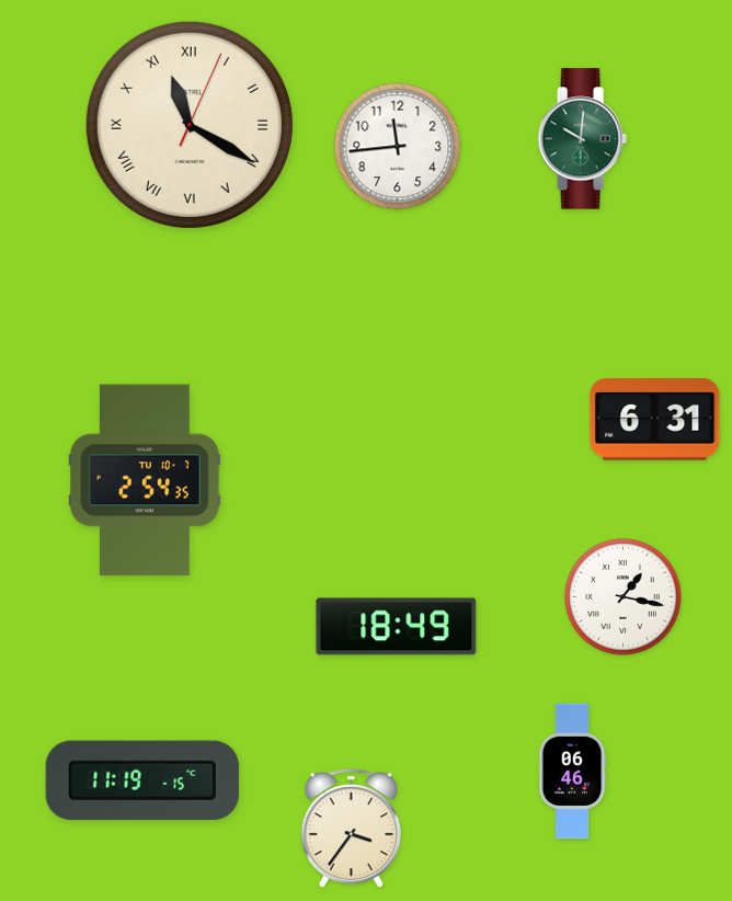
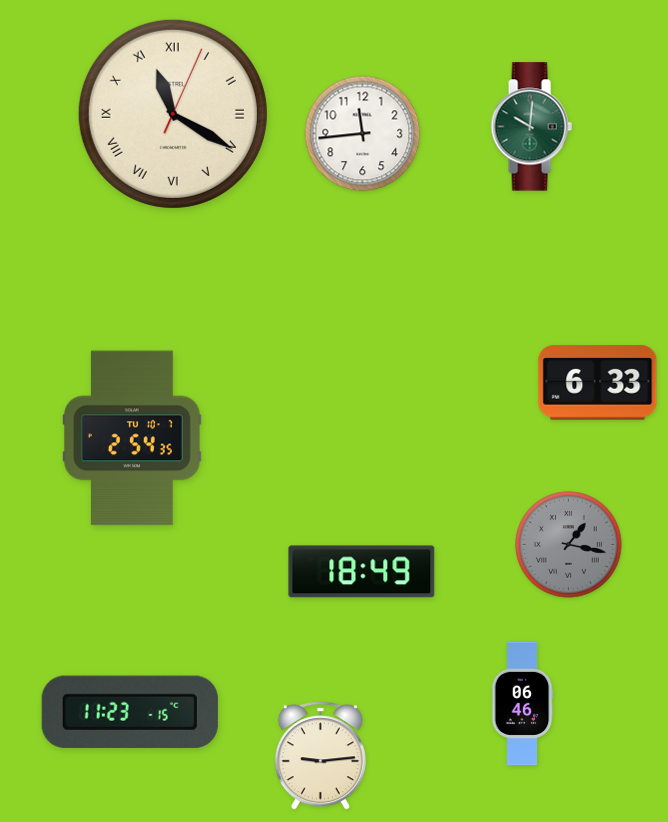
clock at (655, 420): 6:31 -> 6:33
clock at (624, 597) dial: white -> grey
clock at (142, 780): 11:19 -> 11:23
clock at (351, 829): 3:36 -> 9:14
